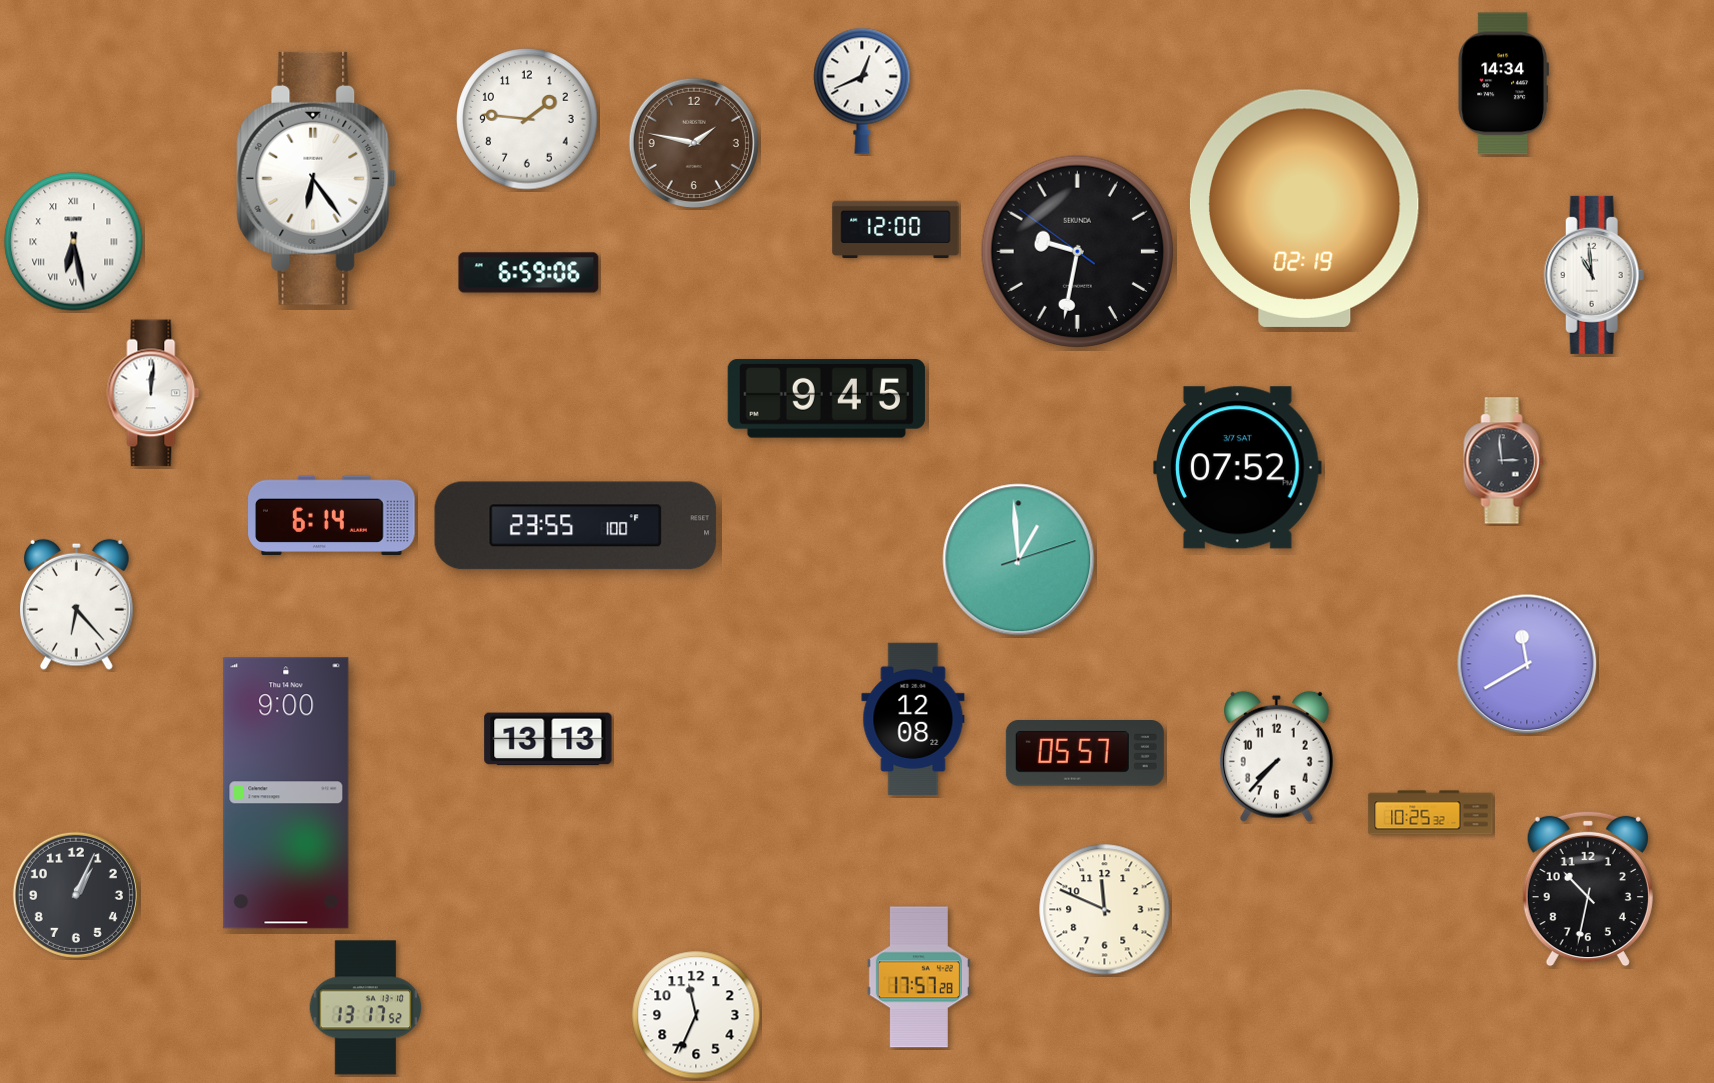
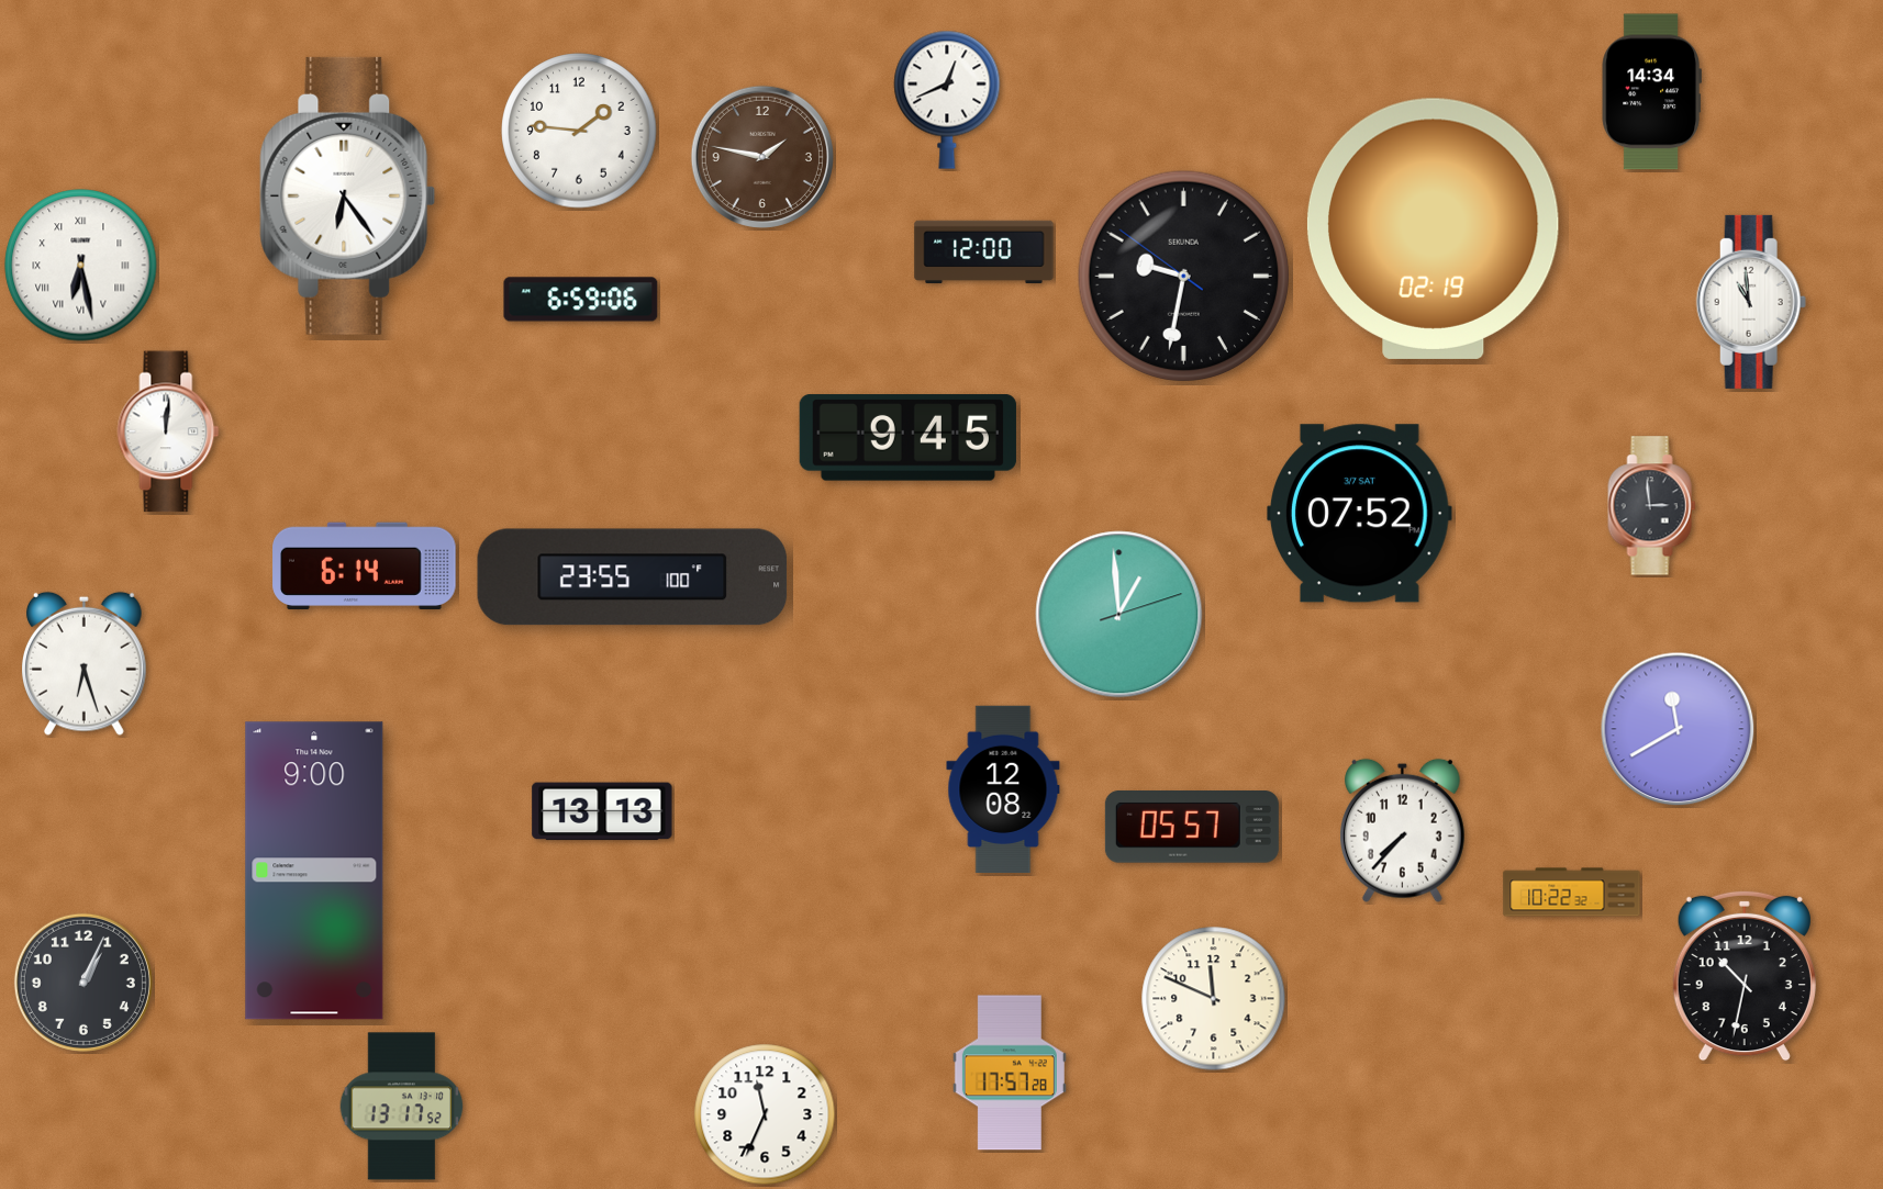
clock at (77, 604): 6:23 -> 6:27
clock at (1431, 813): 10:25 -> 10:22
